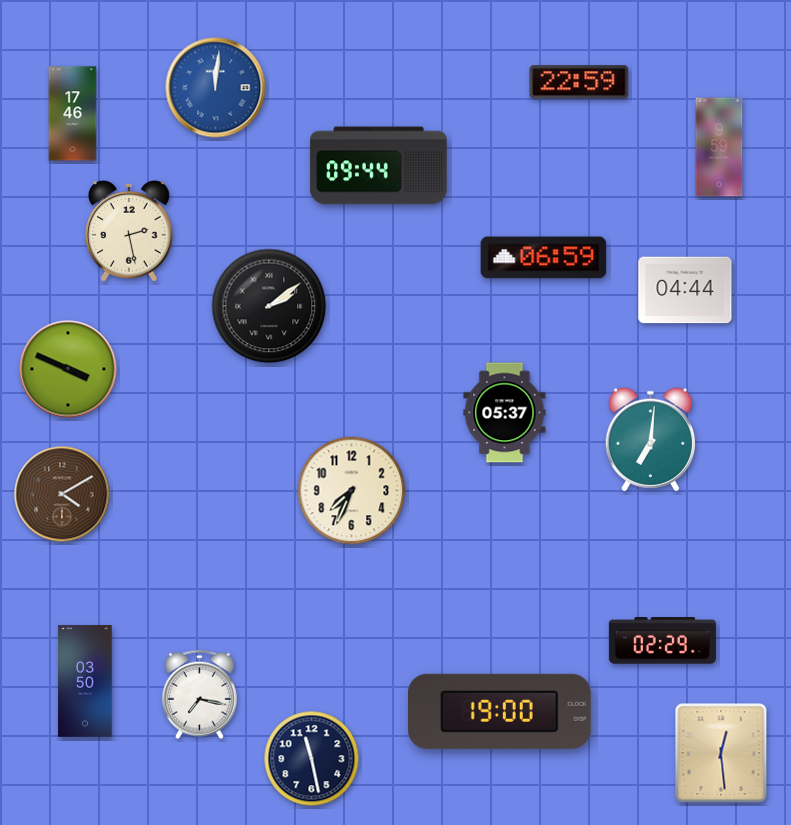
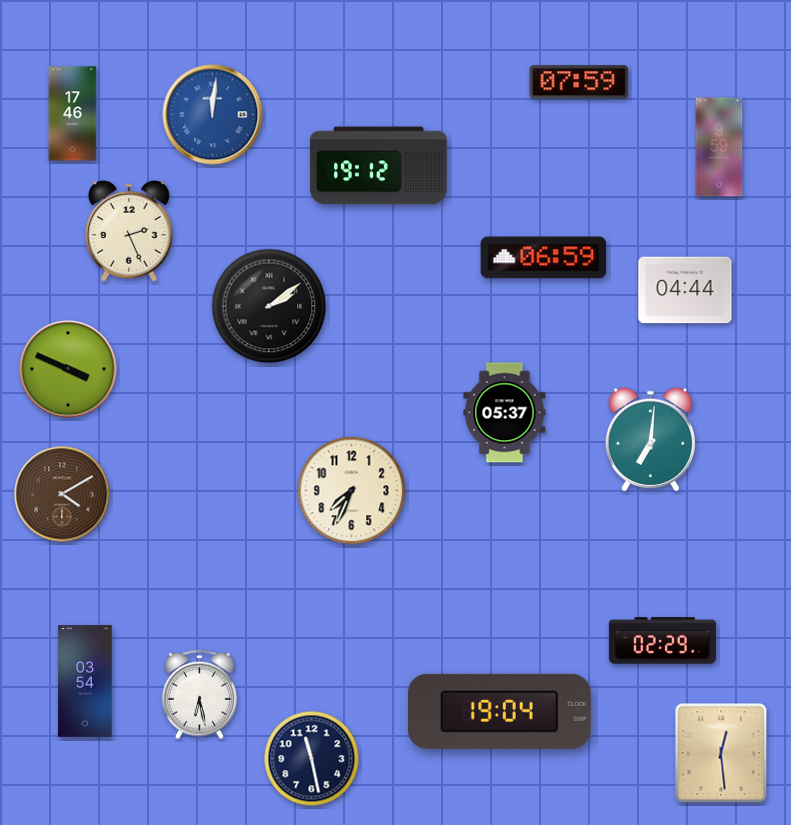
clock at (579, 82): 22:59 -> 07:59
clock at (216, 88) position: (216, 88) -> (213, 115)
clock at (379, 166): 09:44 -> 19:12
clock at (129, 232): 2:28 -> 2:26
clock at (85, 681): 03:50 -> 03:54
clock at (199, 695): 7:17 -> 6:28
clock at (499, 711): 19:00 -> 19:04
